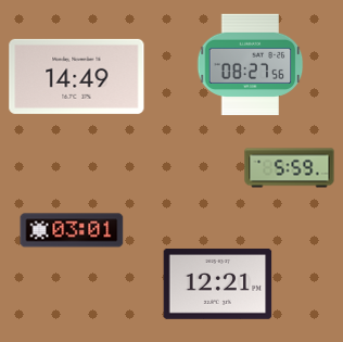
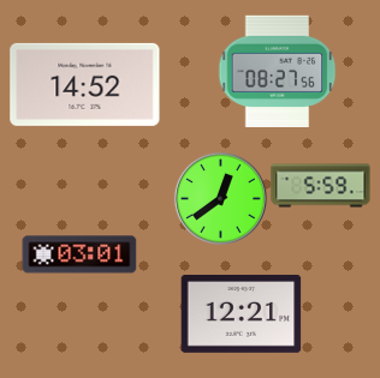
clock at (77, 76): 14:49 -> 14:52
clock at (220, 198): none -> 12:39
